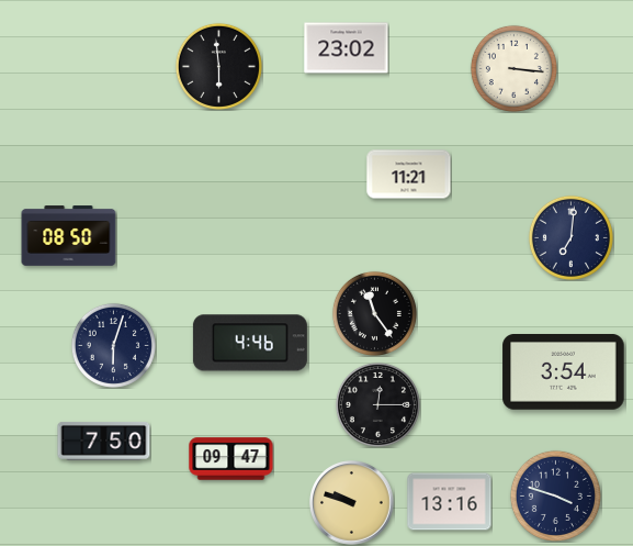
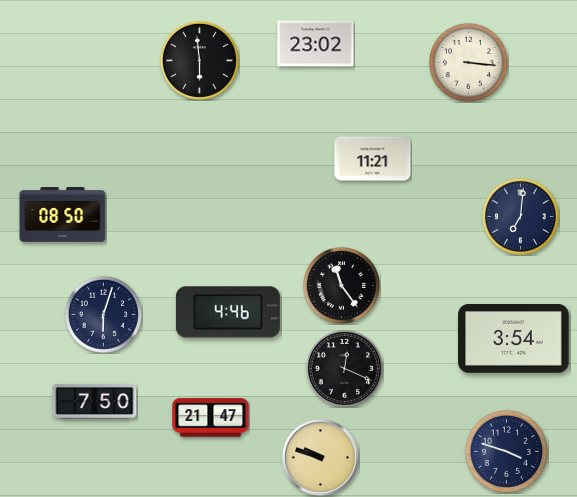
clock at (377, 404): 12:15 -> 12:19
clock at (231, 459): 09:47 -> 21:47
clock at (450, 502): 13:16 -> none
